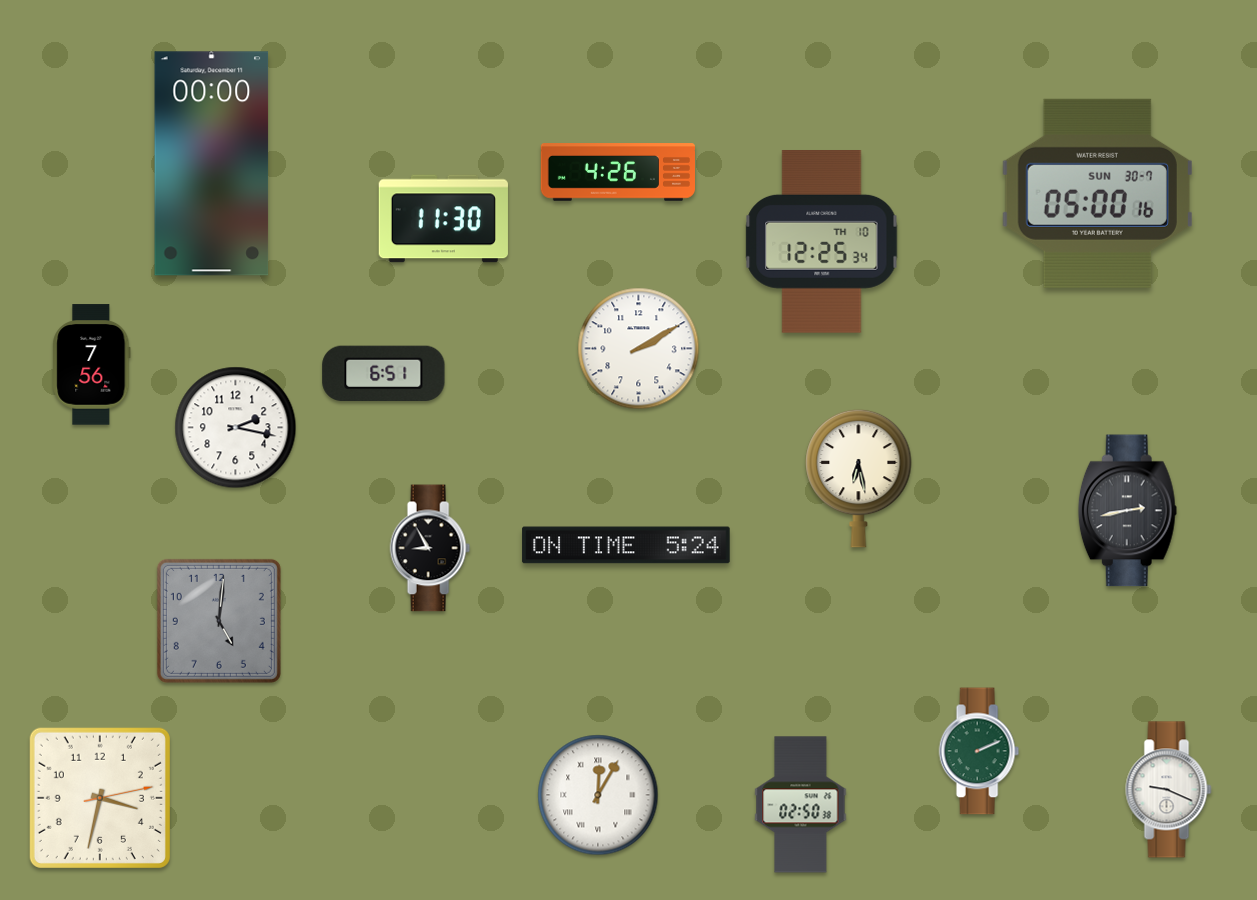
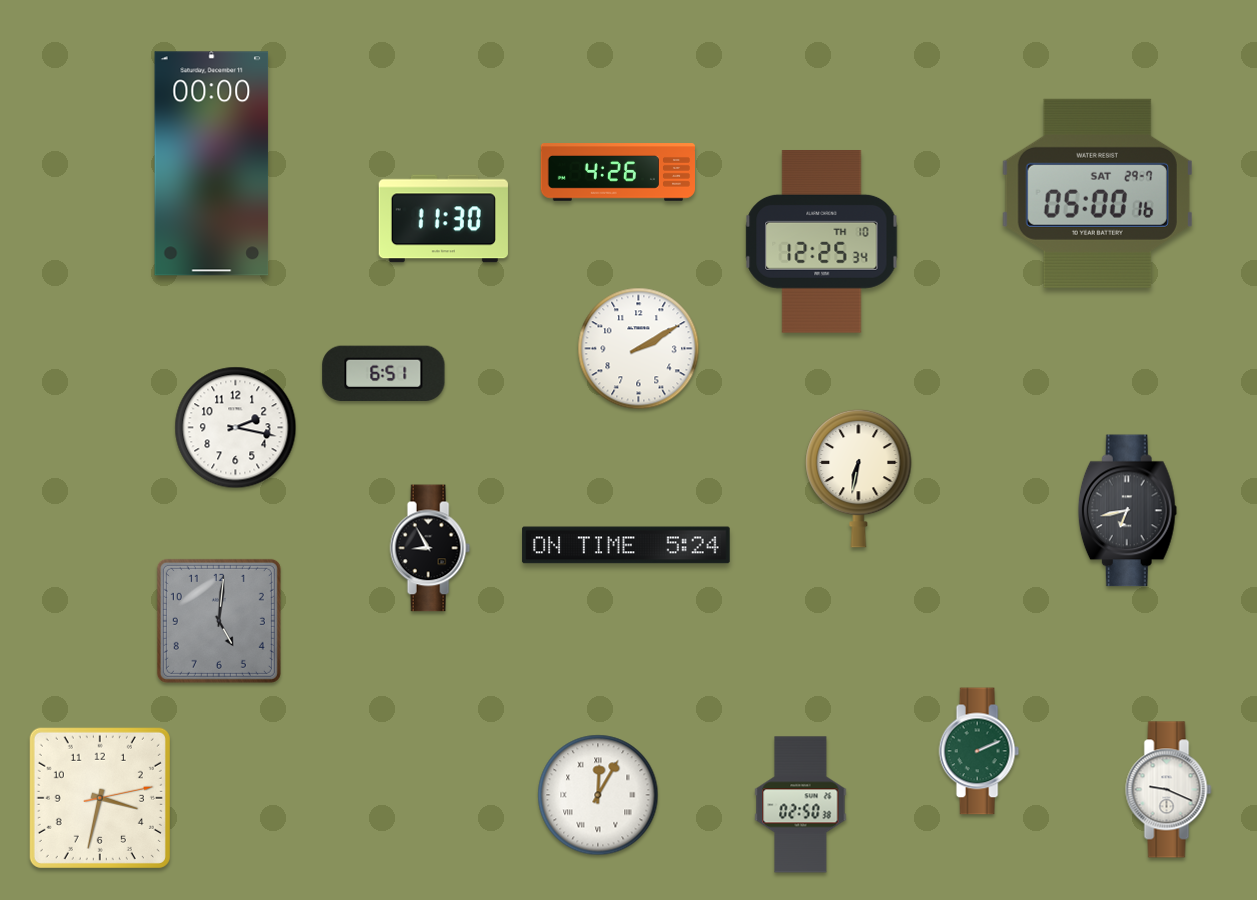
clock at (1097, 193) date: SUN 30-7 -> SAT 29-7
clock at (92, 365): 7:56 -> none
clock at (859, 478): 6:28 -> 6:32
clock at (1127, 511): 2:43 -> 6:43
